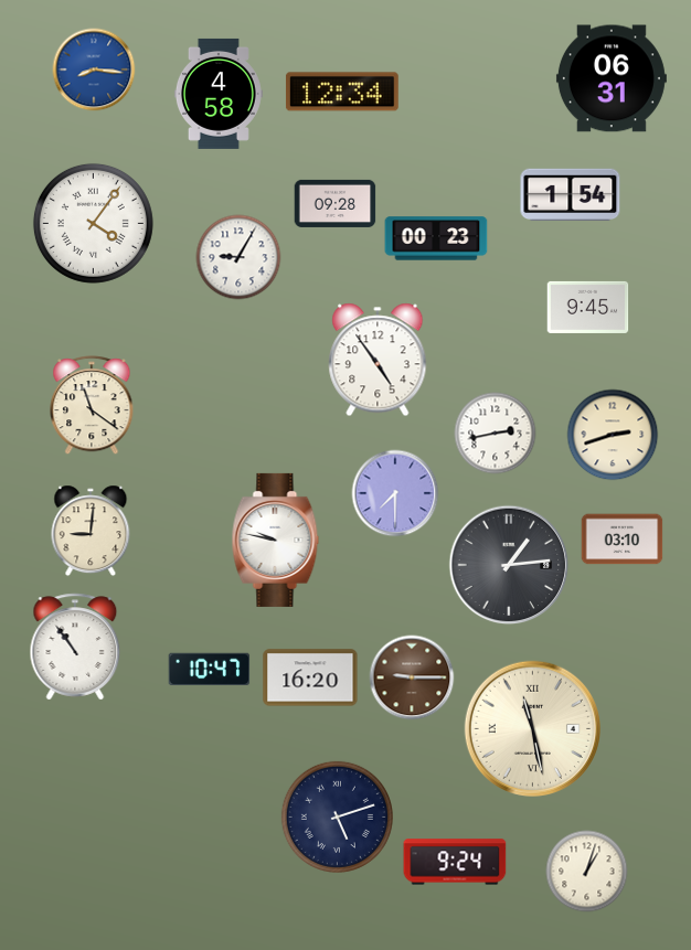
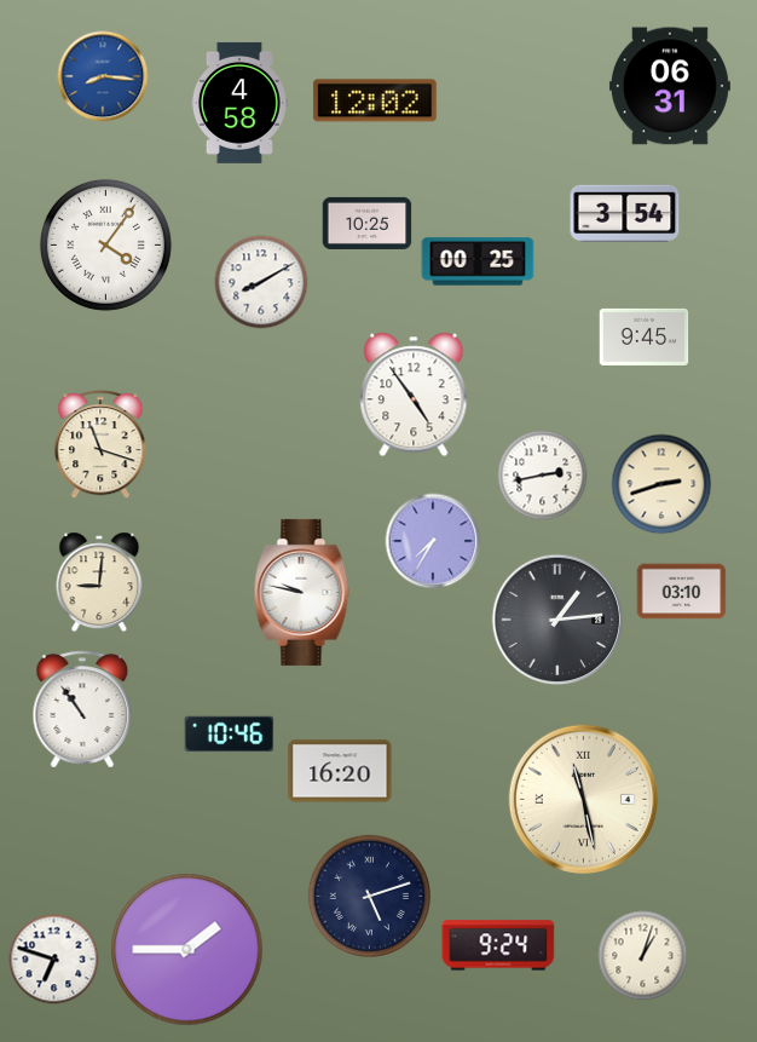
clock at (342, 92): 12:34 -> 12:02
clock at (571, 195): 1:54 -> 3:54
clock at (336, 203): 09:28 -> 10:25
clock at (93, 223) position: (93, 223) -> (105, 244)
clock at (436, 238): 00:23 -> 00:25
clock at (238, 257): 9:05 -> 8:10
clock at (92, 406): 11:21 -> 11:18
clock at (613, 435) position: (613, 435) -> (661, 484)
clock at (395, 493): 7:30 -> 7:35
clock at (210, 670): 10:47 -> 10:46
clock at (310, 677) position: (310, 677) -> (340, 771)
clock at (412, 677): 9:15 -> none
clock at (187, 950): none -> 1:45
clock at (54, 960): none -> 6:48
